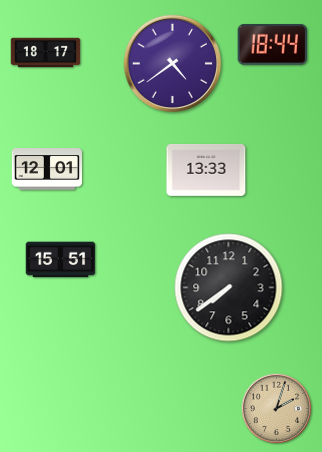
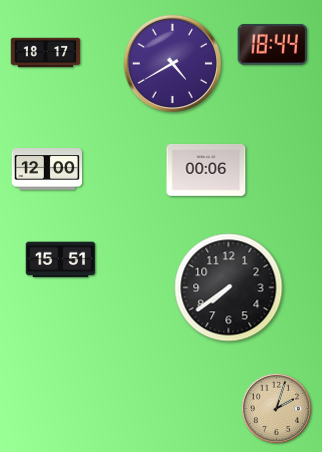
clock at (173, 64): 4:39 -> 4:40
clock at (46, 169): 12:01 -> 12:00
clock at (206, 170): 13:33 -> 00:06
